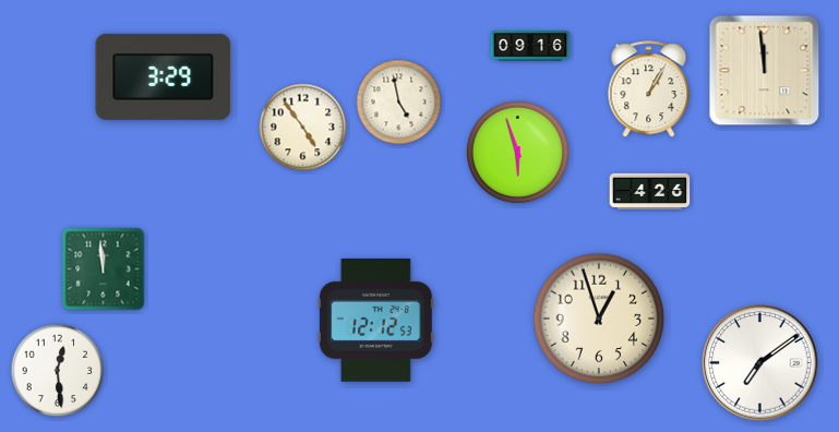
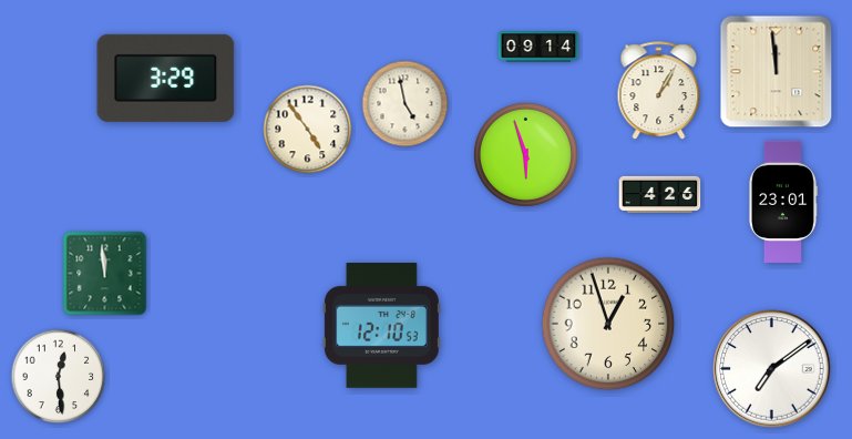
clock at (530, 46): 09:16 -> 09:14
clock at (782, 202): none -> 23:01
clock at (375, 320): 12:12 -> 12:10
